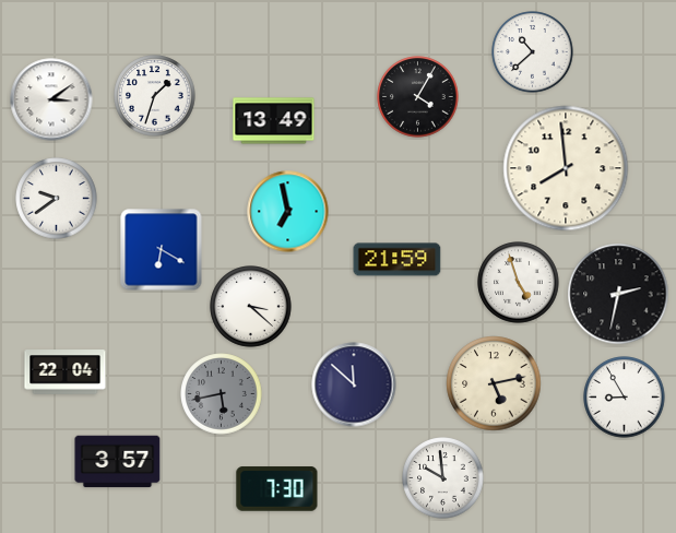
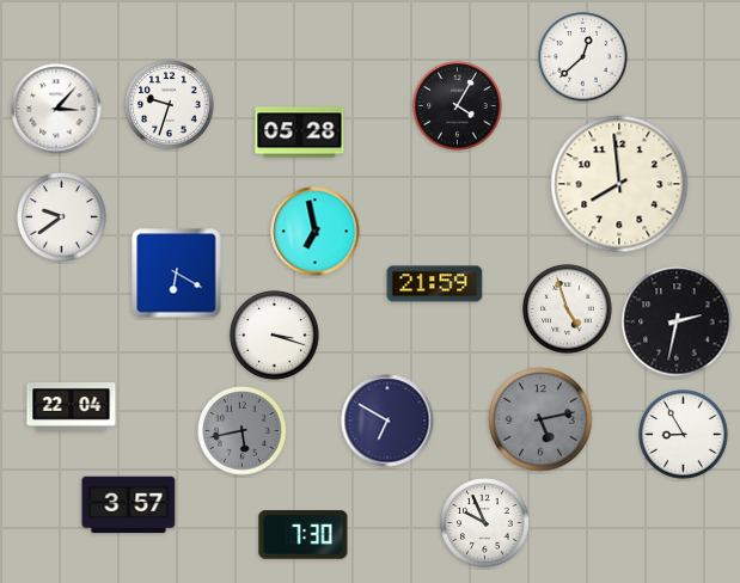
clock at (533, 52): 10:38 -> 12:38
clock at (155, 96): 1:33 -> 9:33
clock at (51, 99): 3:09 -> 3:07
clock at (274, 121): 13:49 -> 05:28
clock at (251, 307): 3:22 -> 3:18
clock at (494, 383) dial: cream -> grey
clock at (354, 384): 11:52 -> 6:50
clock at (443, 478): 9:59 -> 9:56
